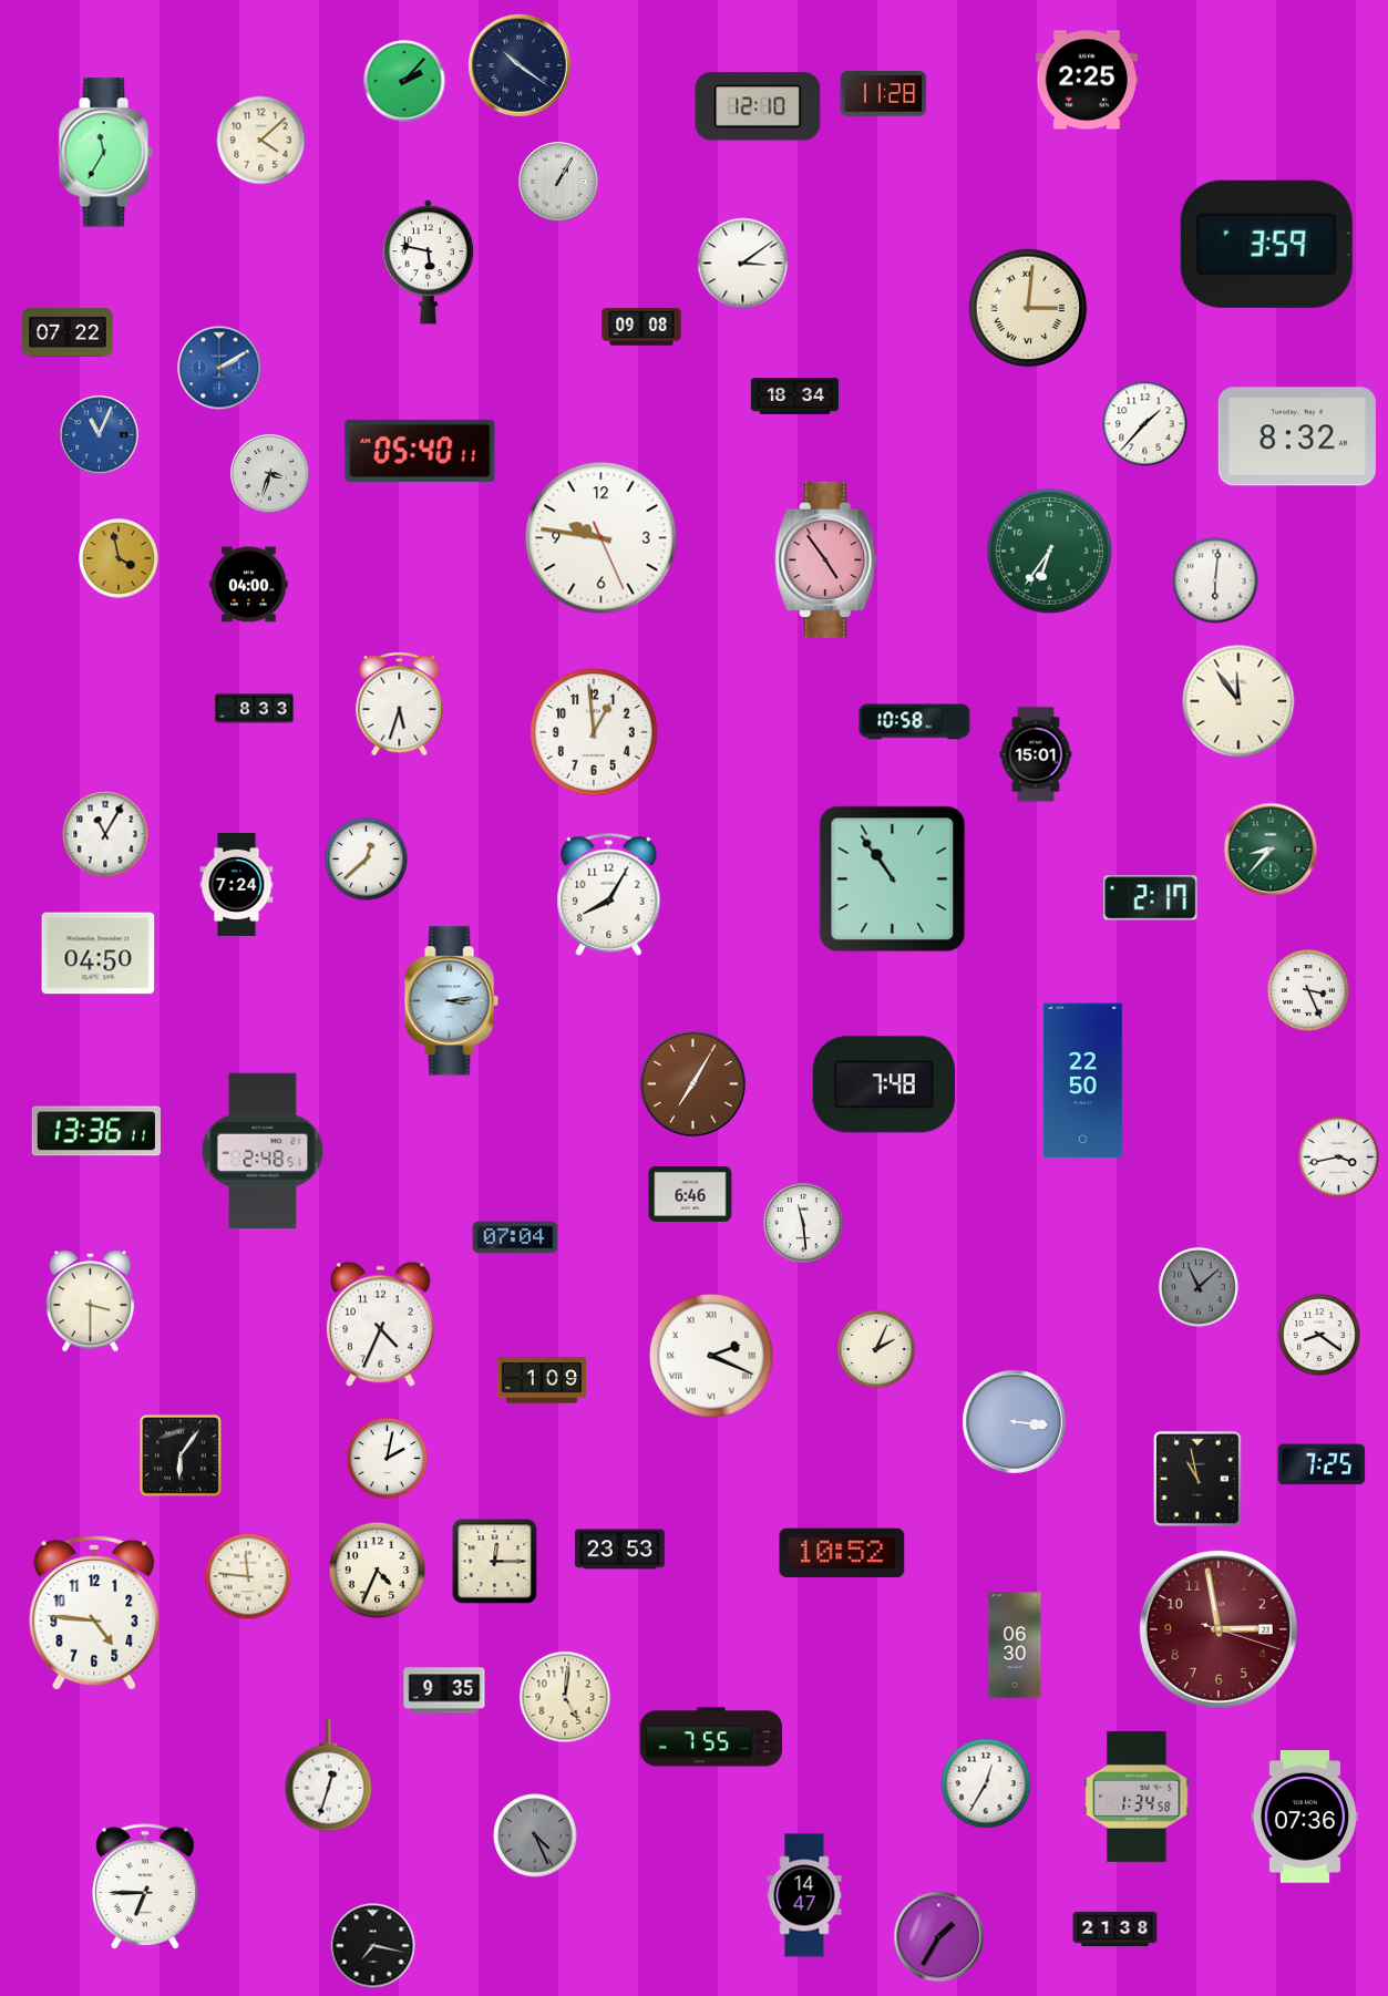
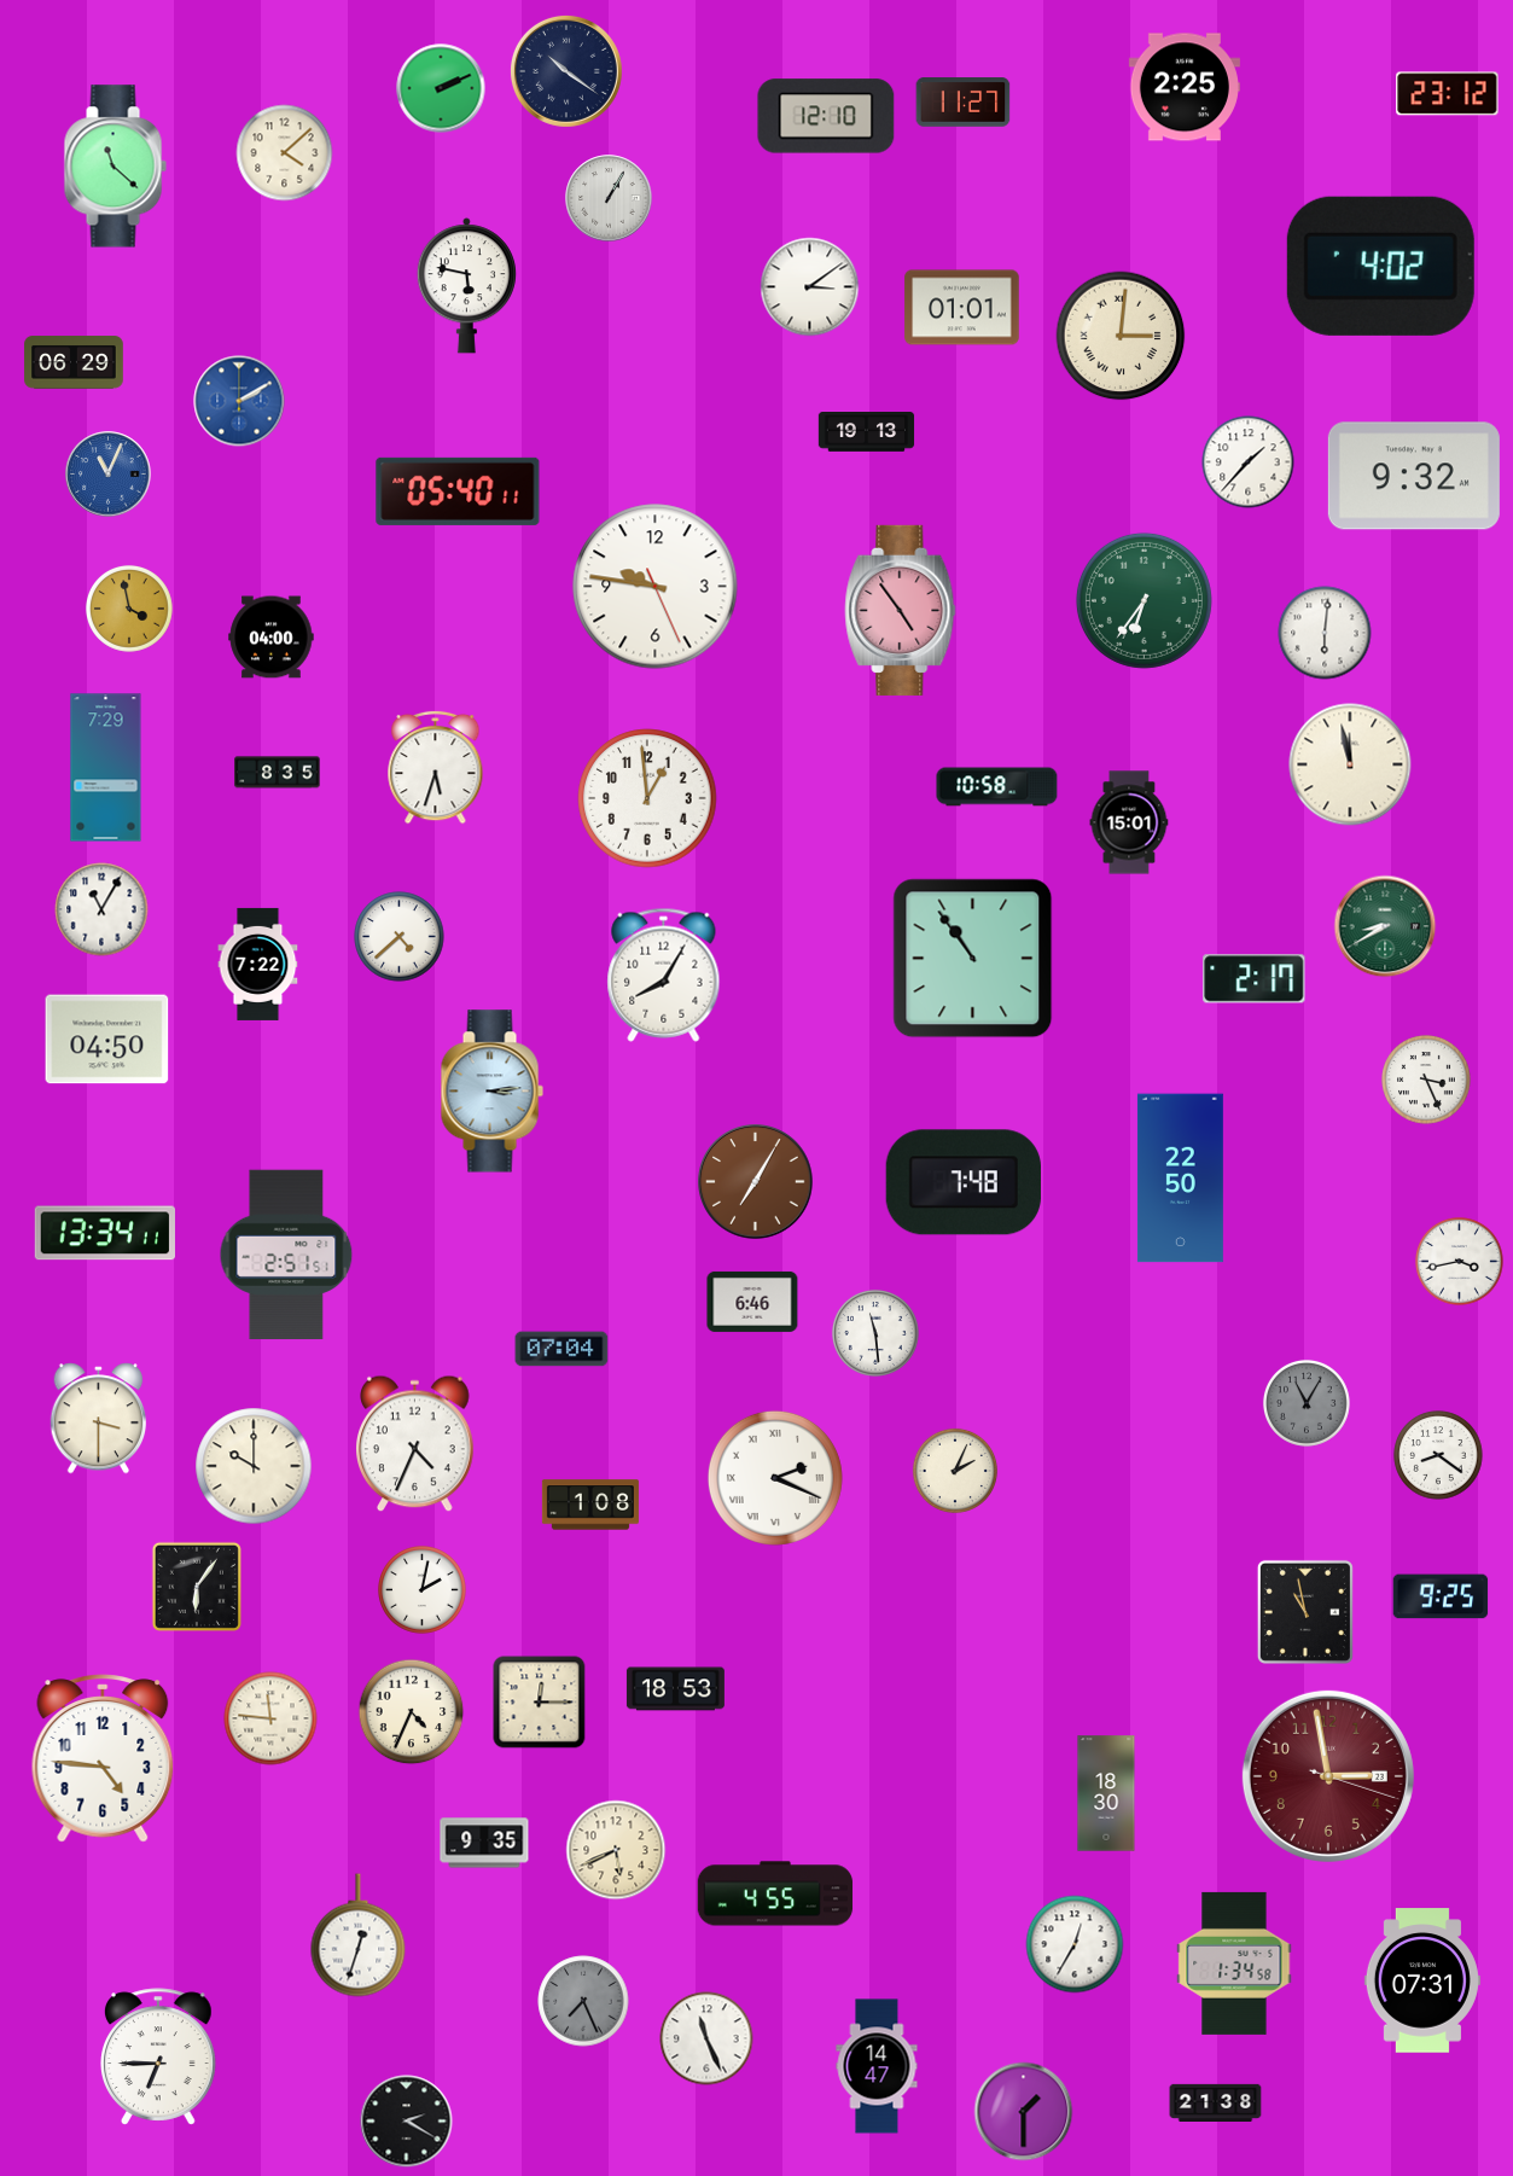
clock at (404, 81): 2:07 -> 2:11
clock at (1448, 94): none -> 23:12
clock at (884, 94): 11:28 -> 11:27
clock at (105, 153): 11:35 -> 11:22
clock at (1266, 244): 3:59 -> 4:02
clock at (962, 308): none -> 01:01
clock at (641, 327): 09:08 -> none
clock at (68, 332): 07:22 -> 06:29
clock at (795, 397): 18:34 -> 19:13
clock at (1297, 436): 8:32 -> 9:32
clock at (270, 474): 3:33 -> none
clock at (1238, 701): 11:54 -> 11:58
clock at (106, 768): none -> 7:29
clock at (255, 709): 8:33 -> 8:35
clock at (105, 834) position: (105, 834) -> (101, 909)
clock at (1271, 850): 8:37 -> 8:40
clock at (367, 860): 12:38 -> 4:38
clock at (237, 884): 7:24 -> 7:22
clock at (96, 1131): 13:36 -> 13:34
clock at (263, 1151): 2:48 -> 2:51
clock at (1199, 1287): 11:08 -> 11:05
clock at (254, 1466): none -> 10:00
clock at (542, 1380): 1:09 -> 1:08
clock at (1014, 1421): 3:16 -> none
clock at (1322, 1464): 7:25 -> 9:25
clock at (619, 1550): 23:53 -> 18:53
clock at (842, 1553): 10:52 -> none
clock at (1015, 1645): 06:30 -> 18:30
clock at (565, 1697): 5:01 -> 5:41
clock at (711, 1737): 7:55 -> 4:55
clock at (1137, 1797) position: (1137, 1797) -> (1234, 1963)
clock at (1305, 1817): 07:36 -> 07:31
clock at (535, 1835): 4:26 -> 7:26
clock at (706, 2038): none -> 11:26
clock at (939, 1937): 1:35 -> 1:30
clock at (373, 1946): 7:17 -> 2:20
